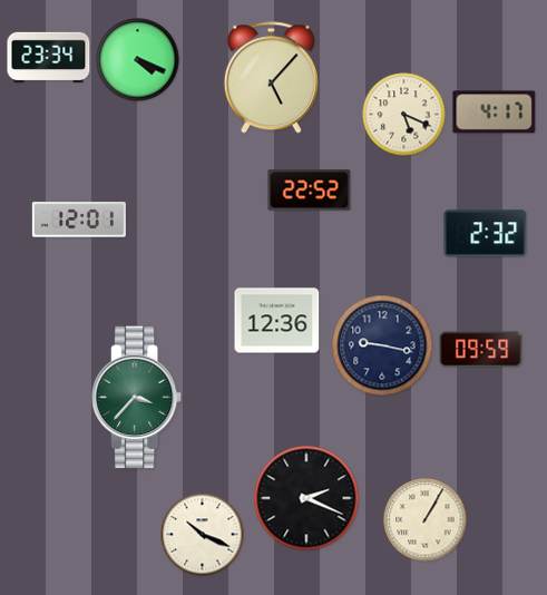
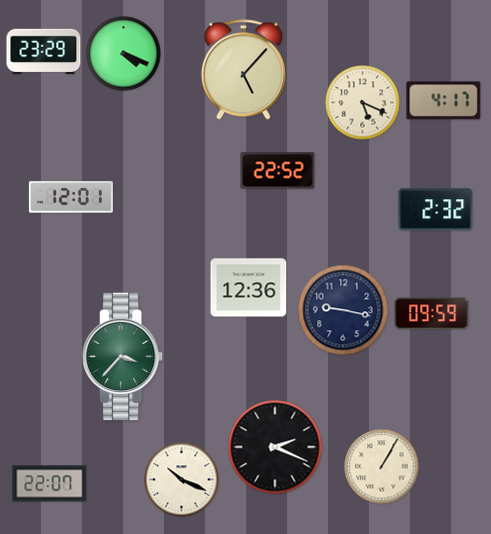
clock at (49, 58): 23:34 -> 23:29
clock at (50, 484): none -> 22:07
